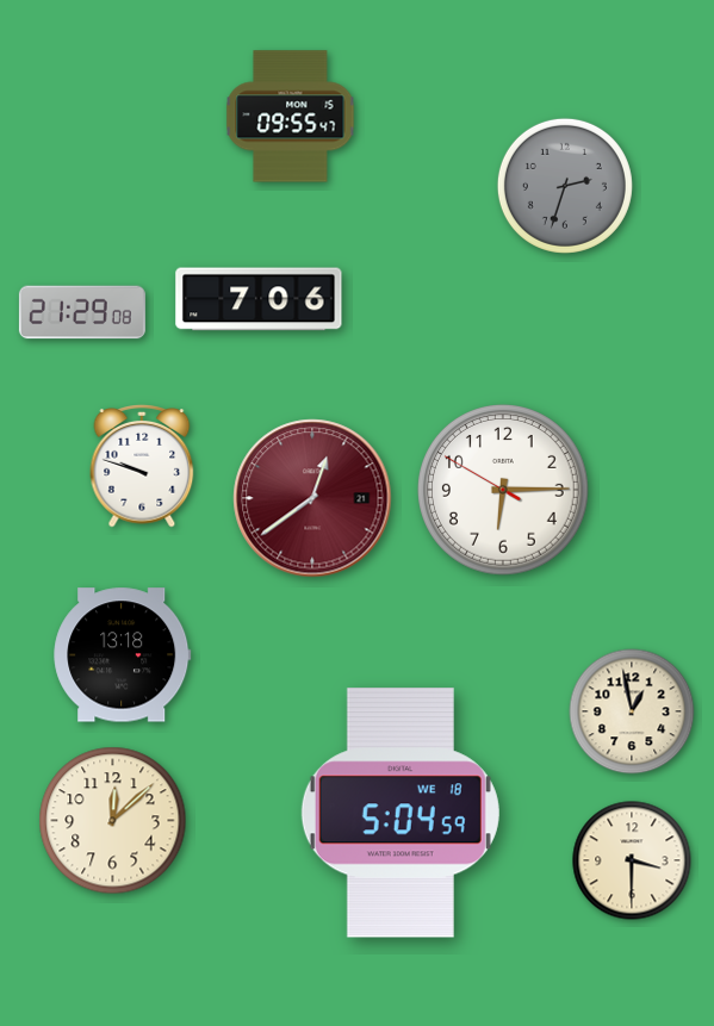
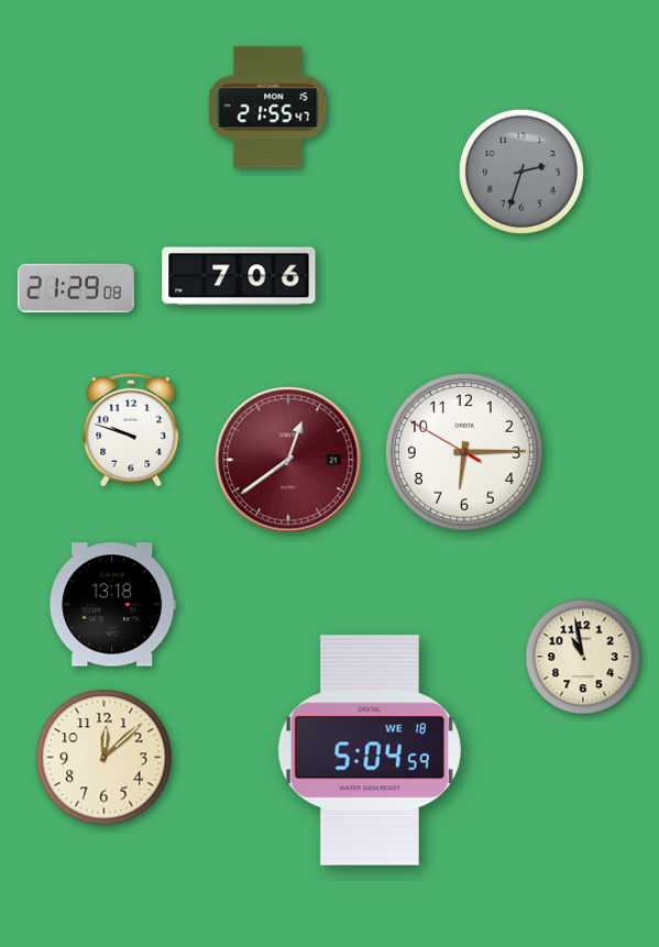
clock at (291, 117): 09:55 -> 21:55
clock at (632, 711): 12:58 -> 10:58
clock at (632, 860): 3:30 -> none
